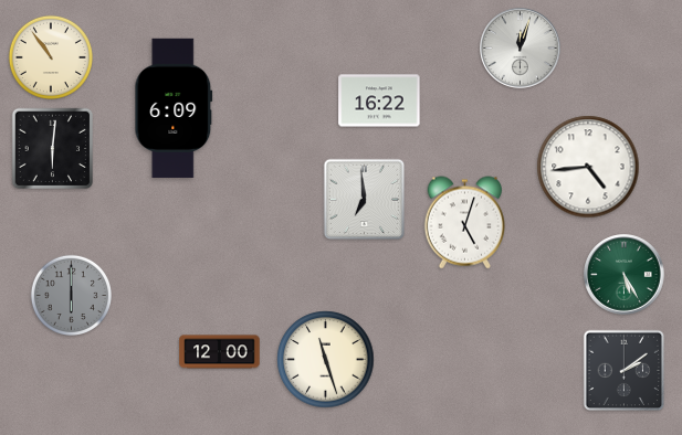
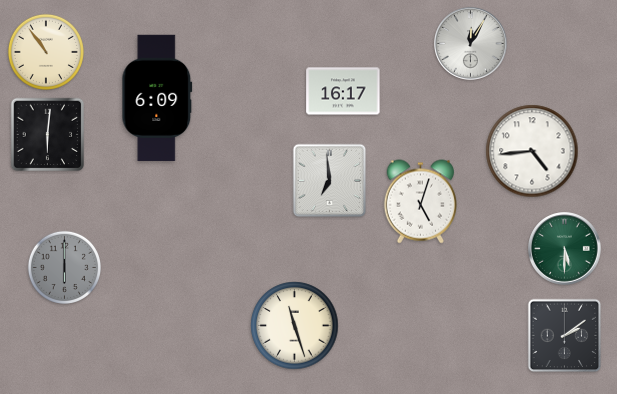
clock at (521, 49): 12:03 -> 12:05
clock at (379, 100): 16:22 -> 16:17
clock at (625, 275): 5:25 -> 5:30
clock at (220, 352): 12:00 -> none
